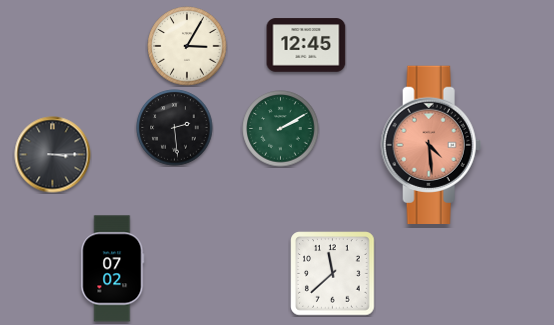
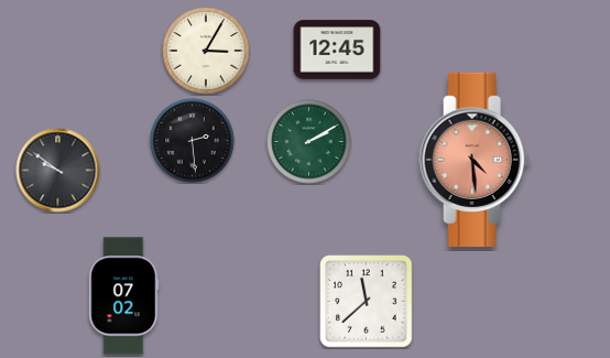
clock at (53, 155): 3:15 -> 9:51
